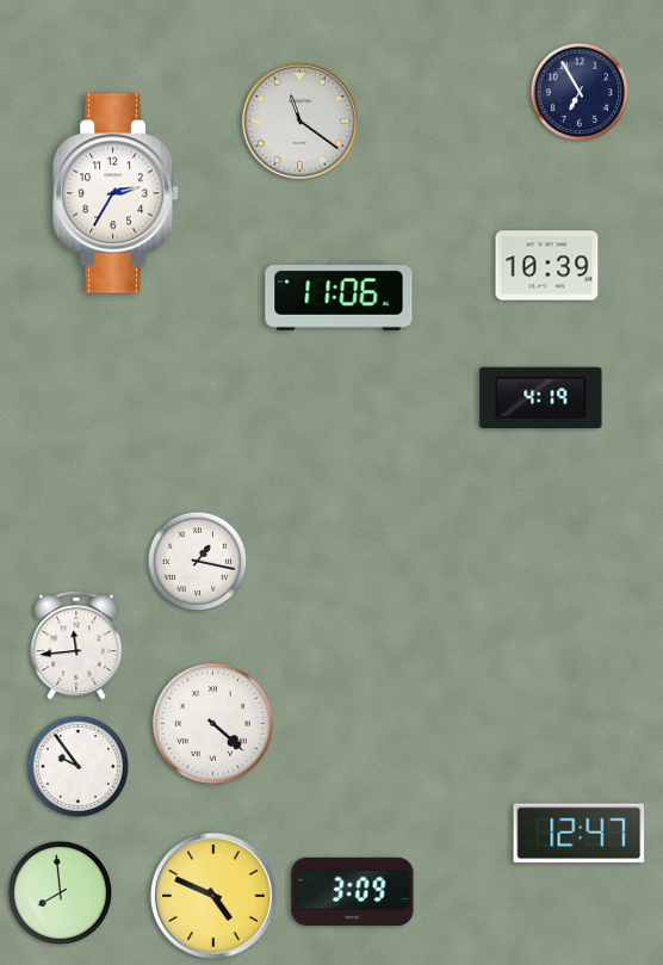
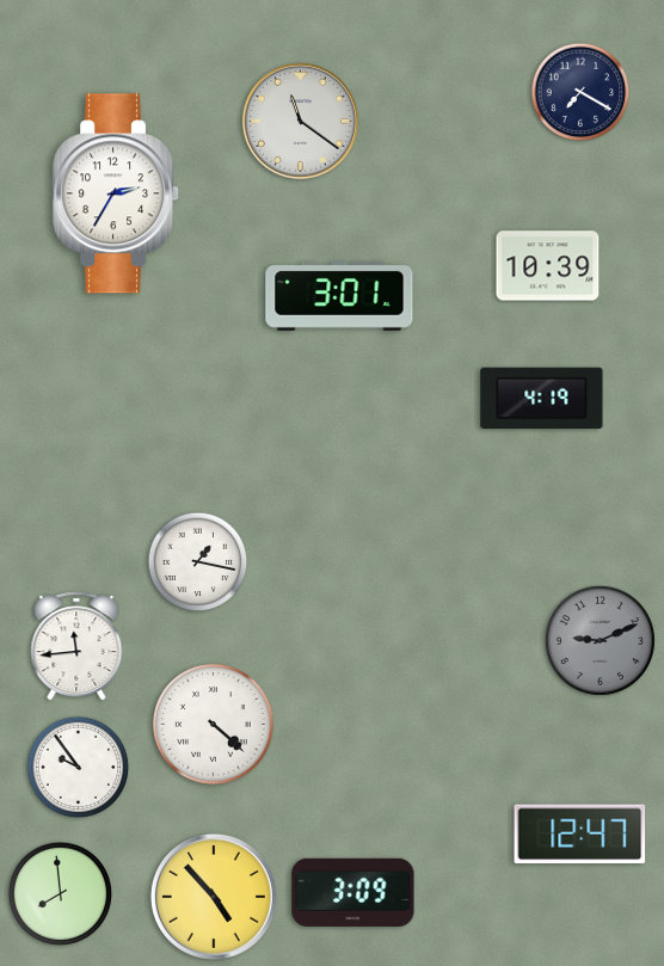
clock at (580, 92): 6:55 -> 7:20
clock at (339, 296): 11:06 -> 3:01
clock at (600, 640): none -> 9:11
clock at (213, 896): 4:49 -> 4:53
